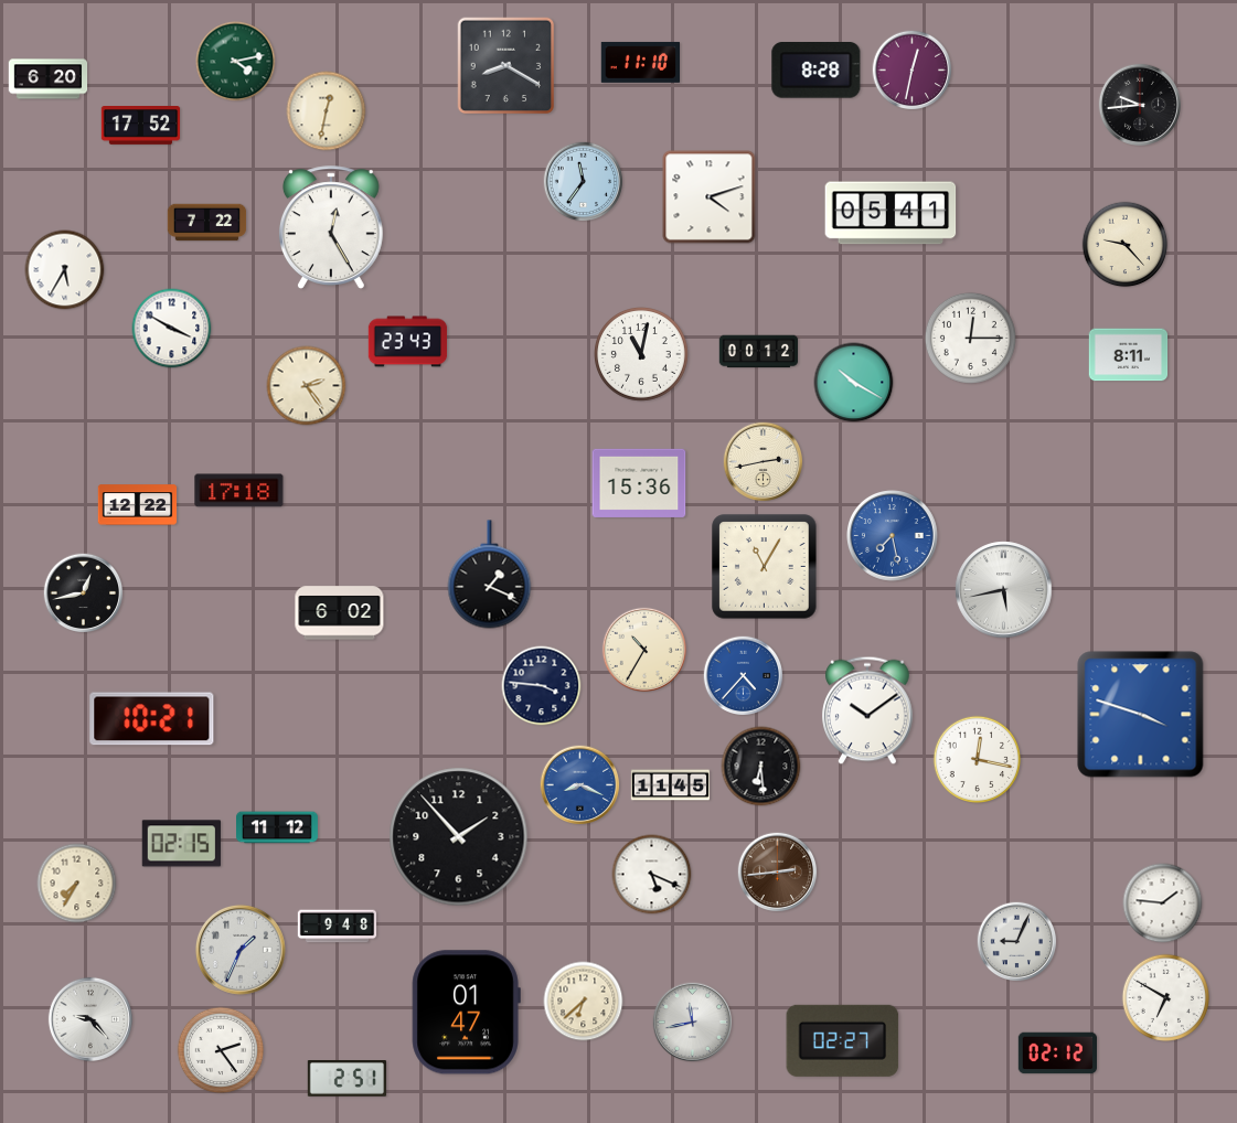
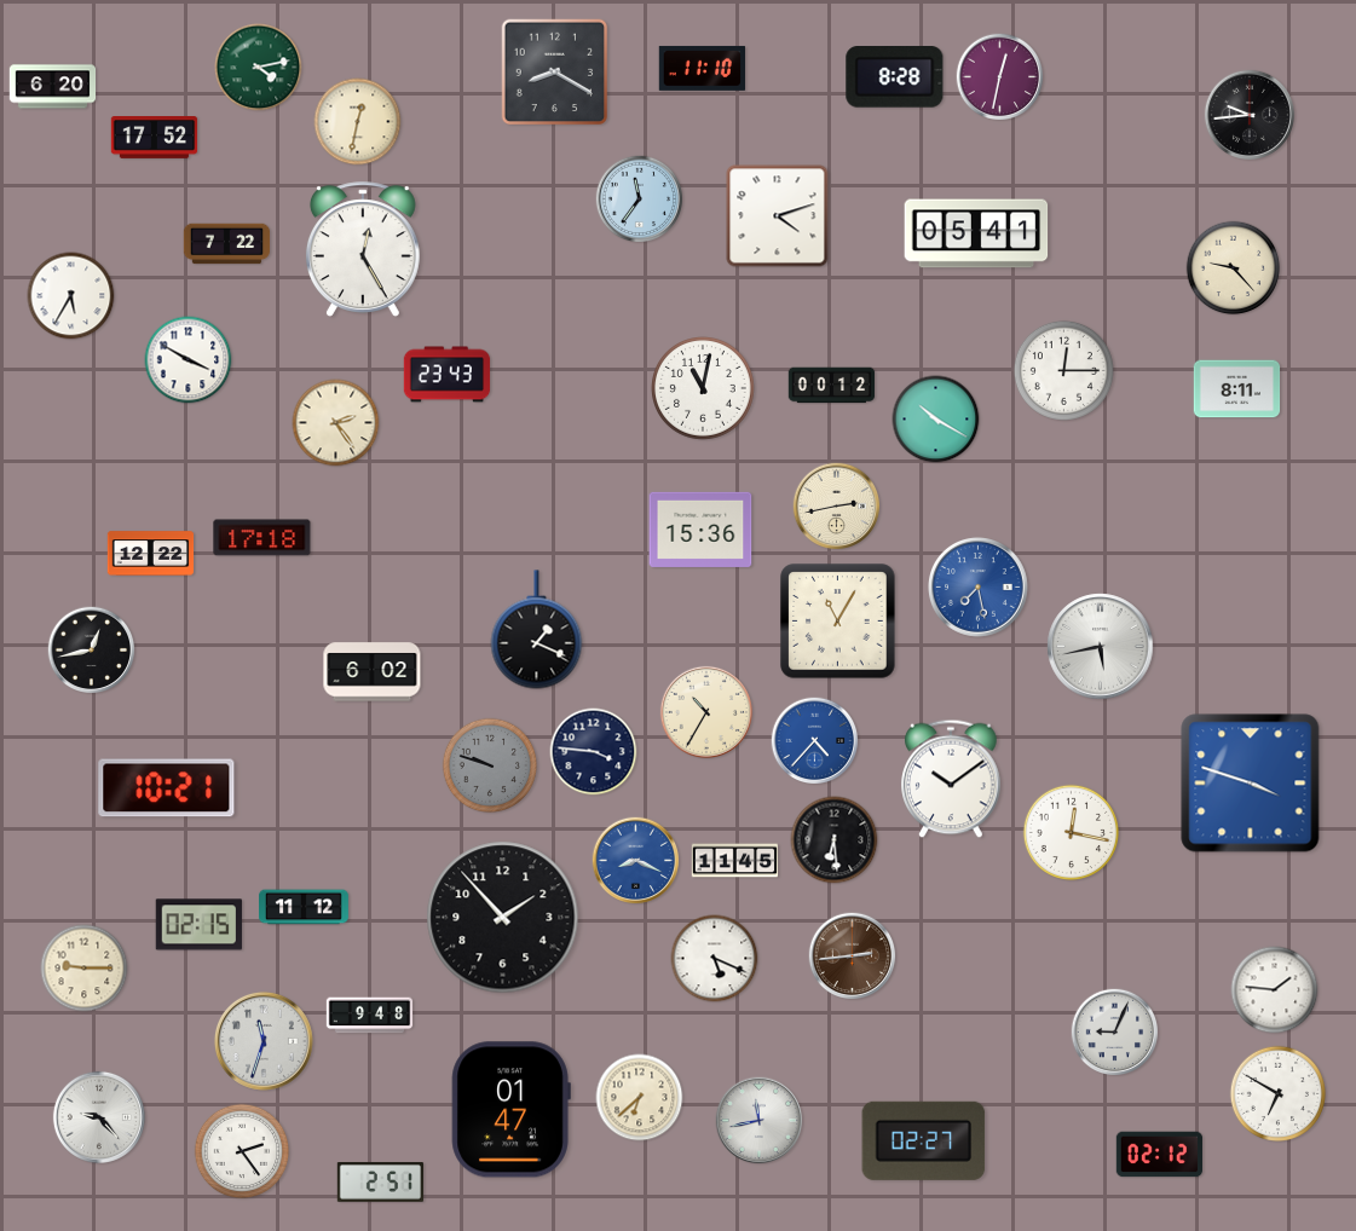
clock at (490, 765): none -> 9:48
clock at (77, 884): 7:35 -> 9:15
clock at (241, 950): 1:34 -> 11:33
